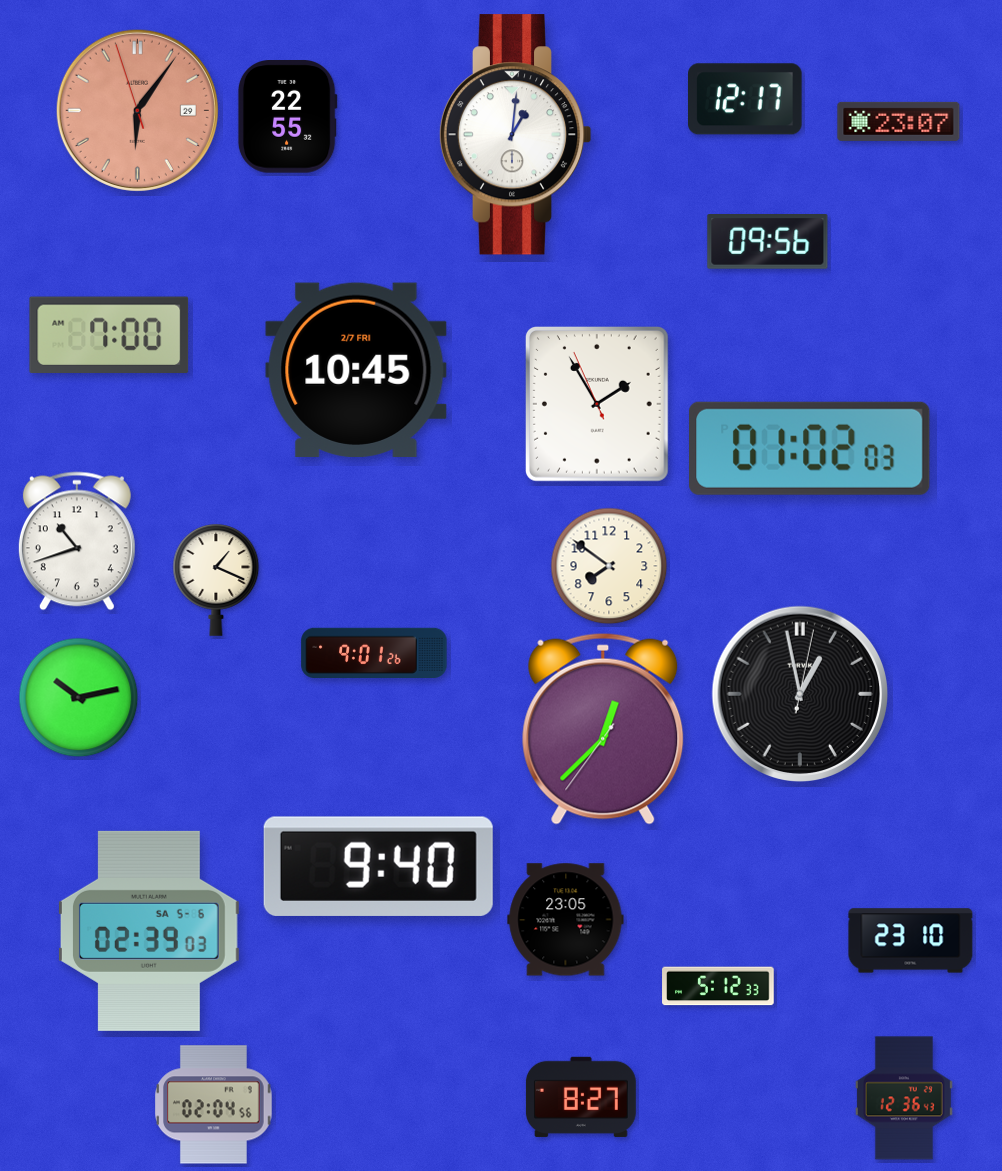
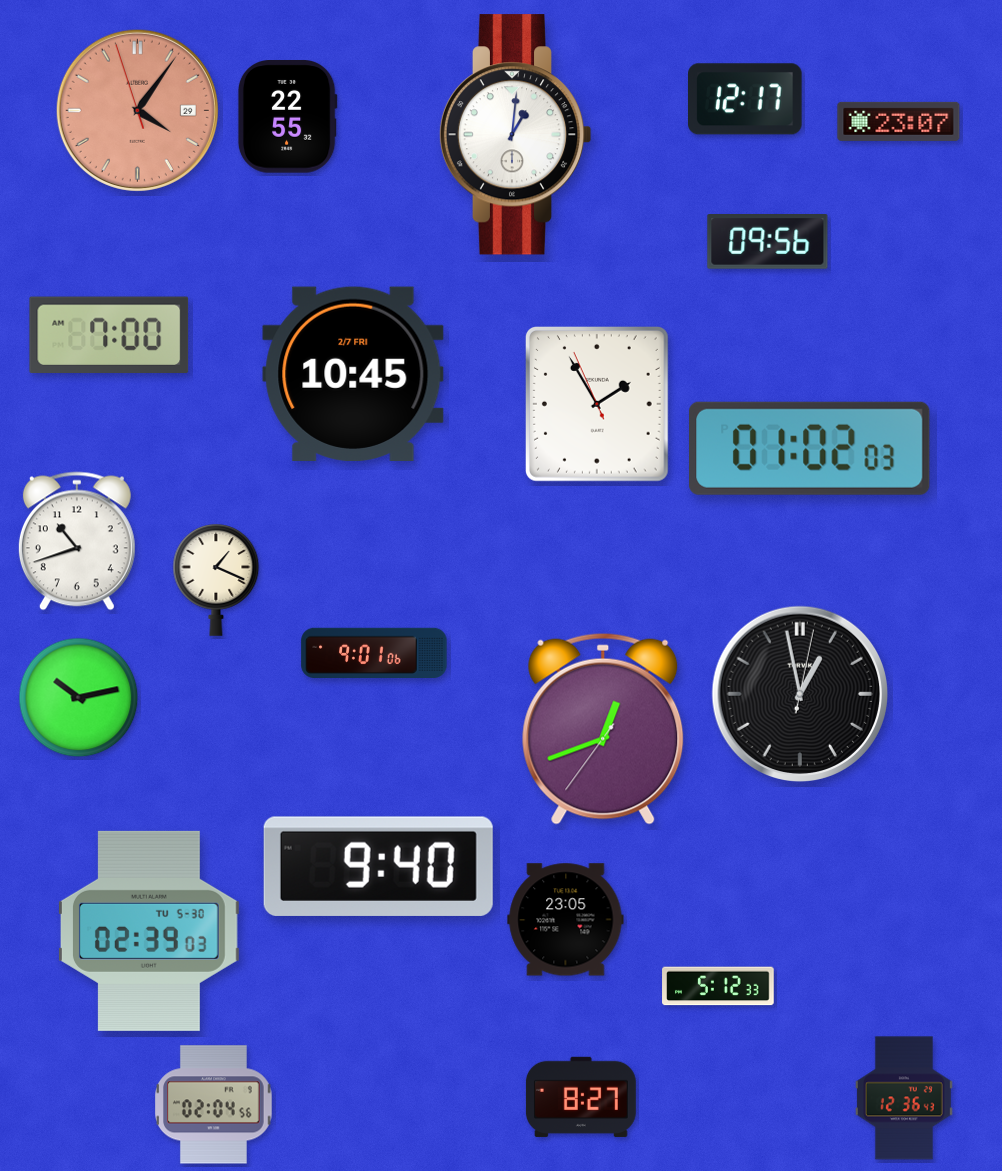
clock at (137, 110): 6:05 -> 4:05
clock at (356, 370) position: (356, 370) -> (353, 374)
clock at (609, 566): 7:51 -> none
clock at (374, 652): 9:01:26 -> 9:01:06
clock at (603, 729): 12:37 -> 12:41
clock at (150, 931) date: SA 5-6 -> TU 5-30
clock at (911, 941): 23:10 -> none
